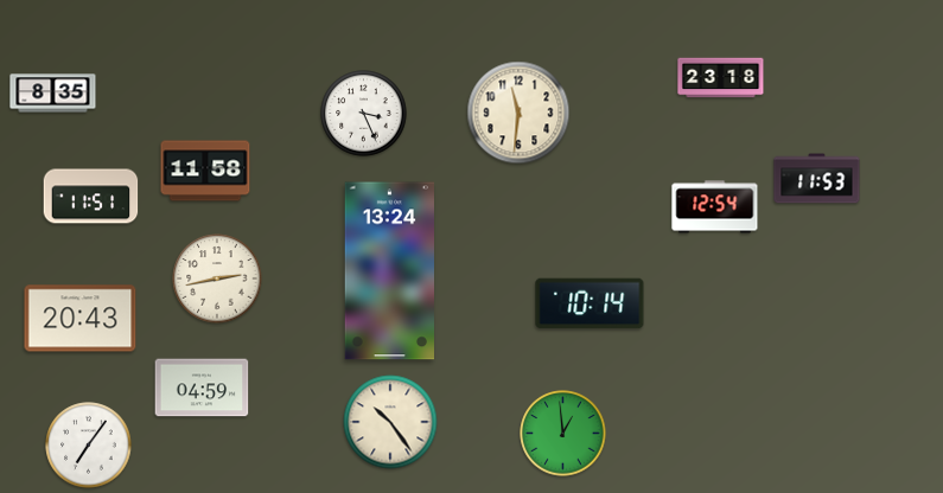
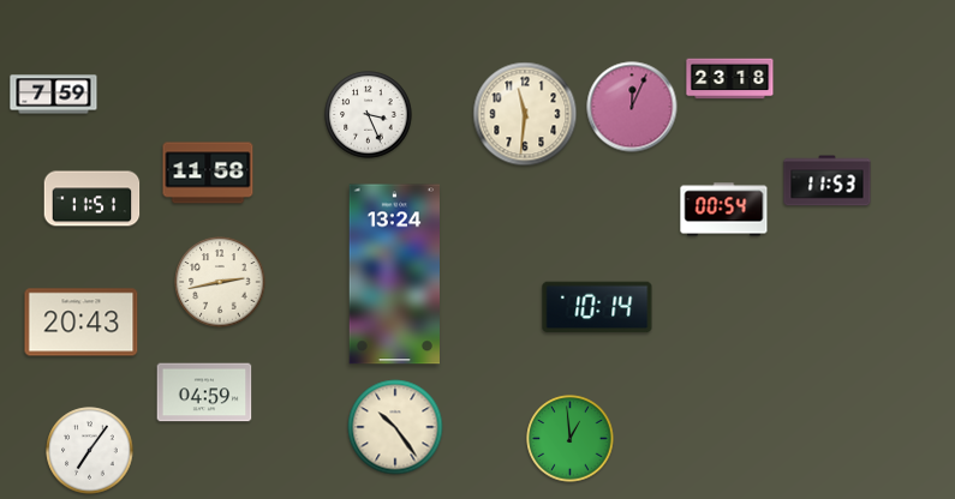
clock at (53, 94): 8:35 -> 7:59
clock at (632, 107): none -> 12:04
clock at (715, 207): 12:54 -> 00:54
